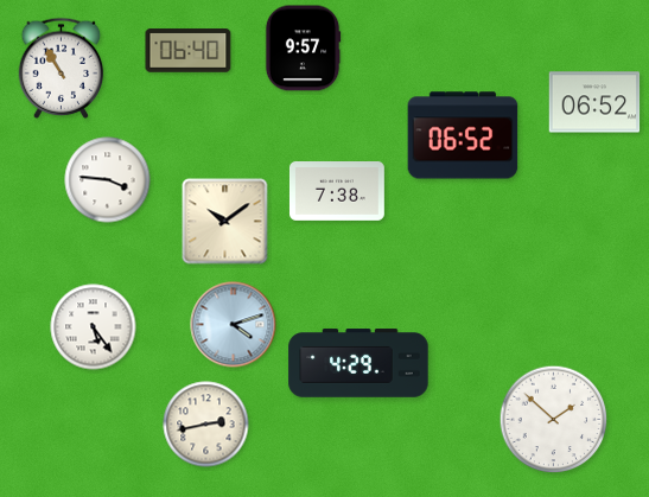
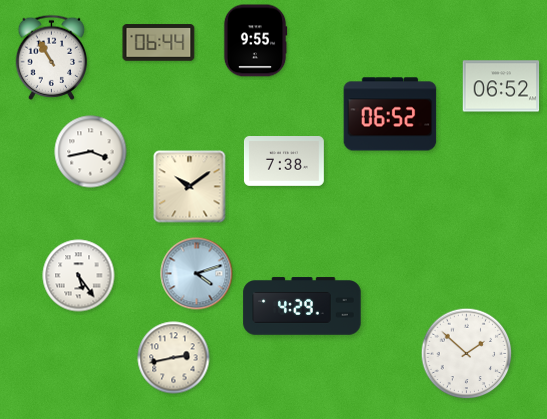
clock at (303, 49): 9:57 -> 9:55
clock at (189, 51): 06:40 -> 06:44
clock at (108, 180): 3:46 -> 3:43
